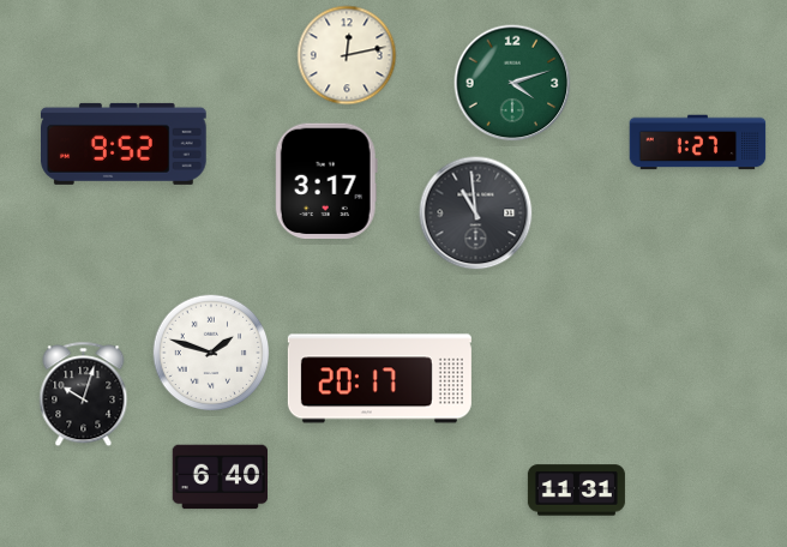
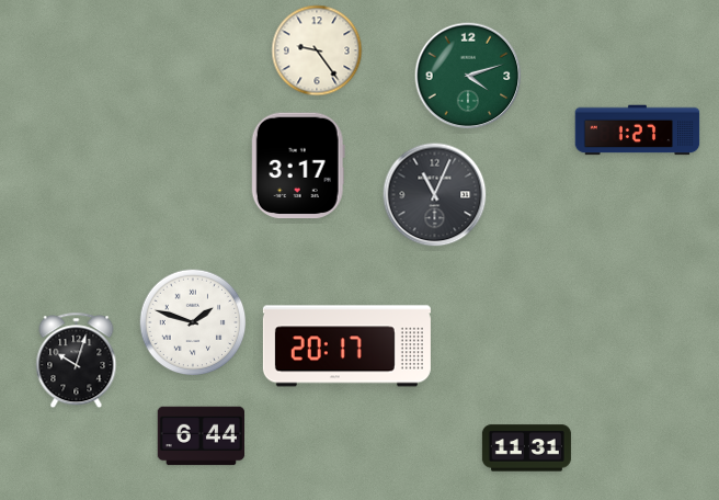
clock at (347, 55): 12:13 -> 9:24
clock at (125, 144): 9:52 -> none
clock at (476, 214): 10:59 -> 11:04
clock at (220, 477): 6:40 -> 6:44
